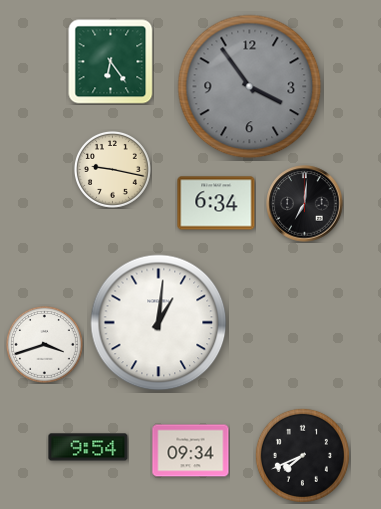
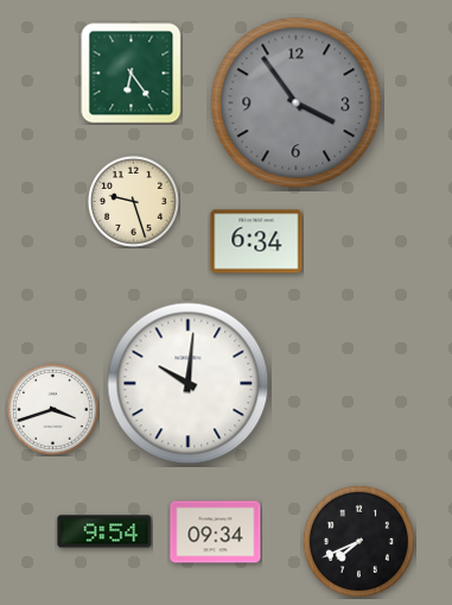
clock at (112, 169): 9:17 -> 9:27
clock at (305, 204): 7:01 -> none
clock at (159, 323): 1:01 -> 10:01
clock at (191, 451) position: (191, 451) -> (216, 532)
